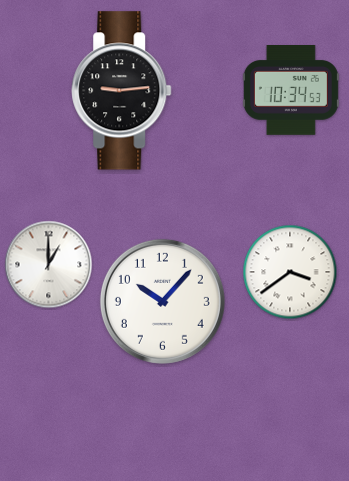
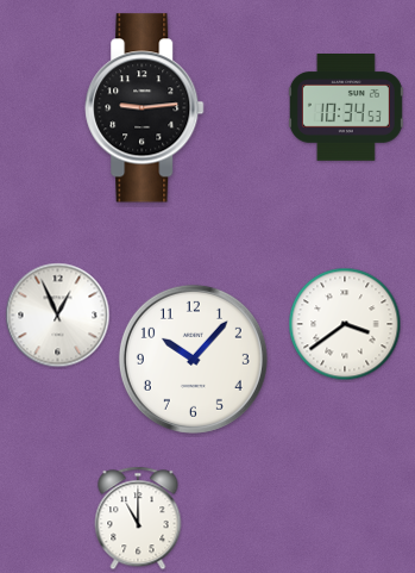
clock at (49, 265): 1:00 -> 12:56
clock at (138, 518): none -> 11:00
